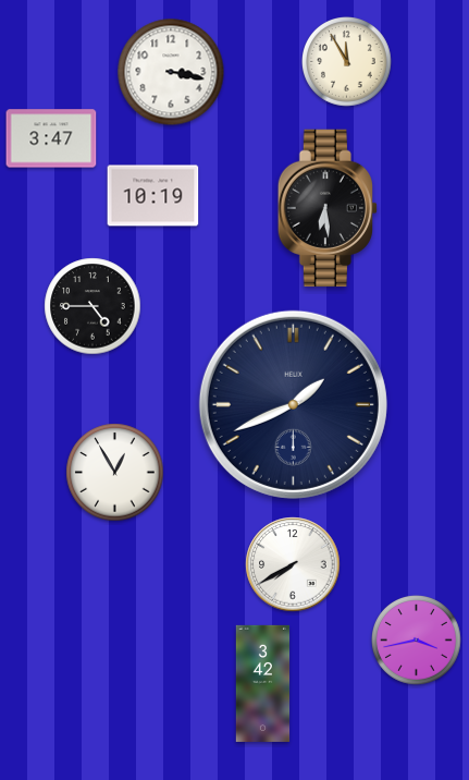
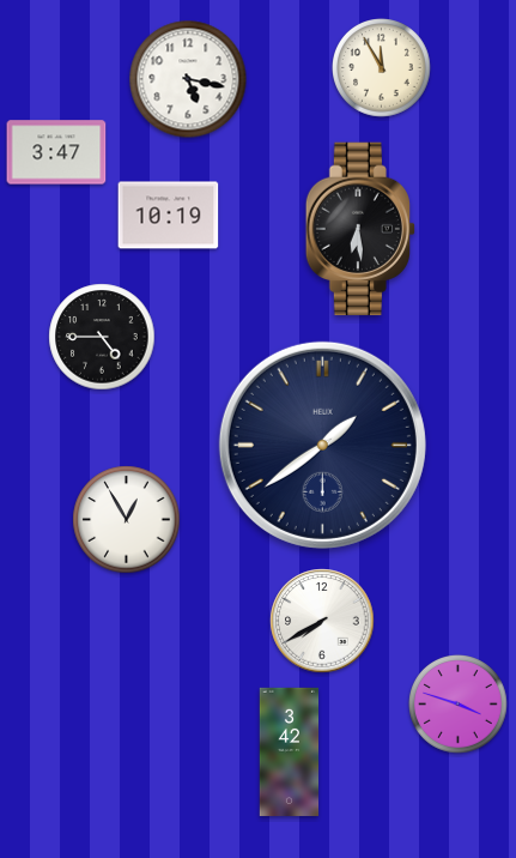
clock at (171, 72): 3:17 -> 5:17
clock at (293, 404): 1:41 -> 1:39
clock at (417, 641): 3:43 -> 3:48
